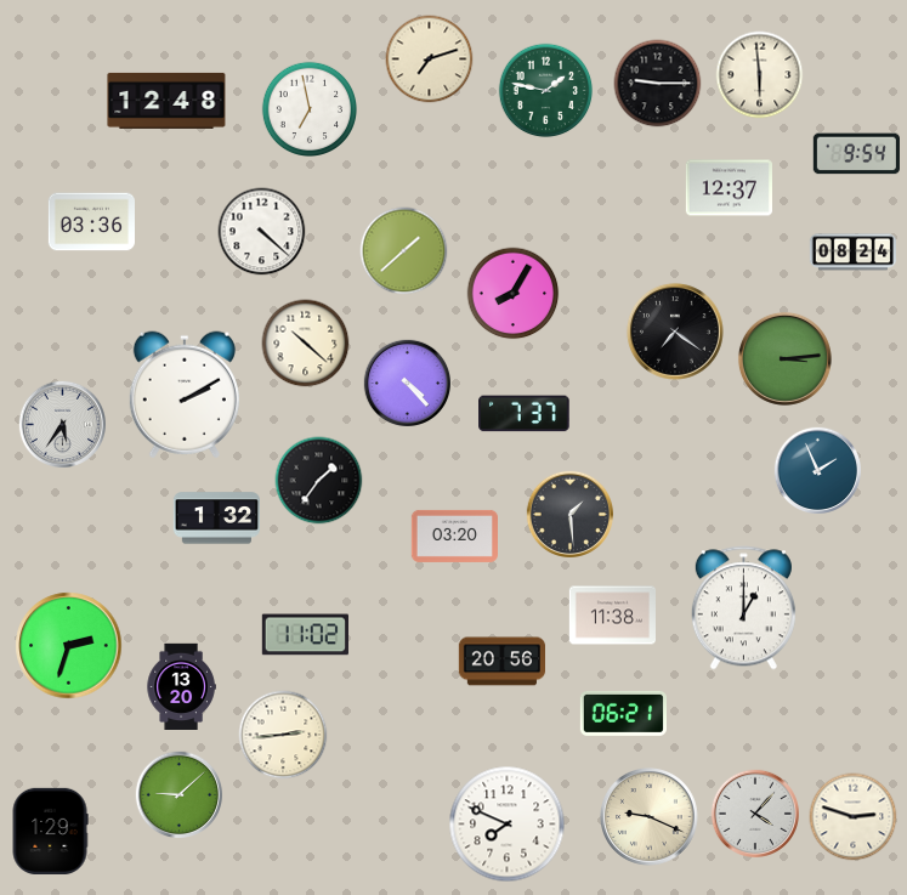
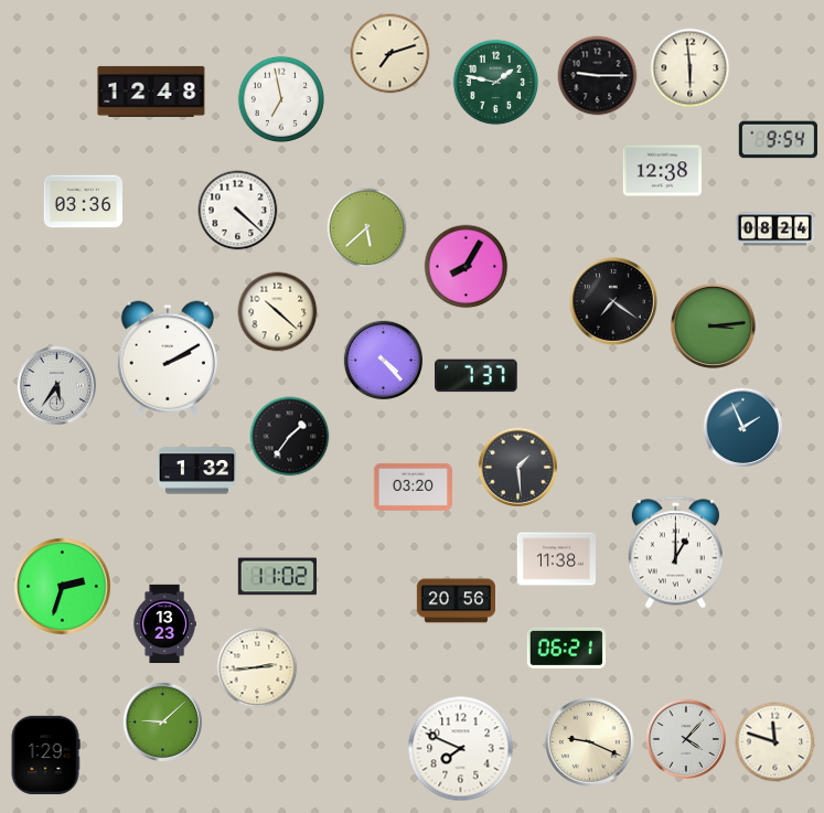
clock at (729, 188): 12:37 -> 12:38
clock at (404, 251): 1:38 -> 5:38
clock at (407, 383) position: (407, 383) -> (383, 360)
clock at (181, 686): 13:20 -> 13:23
clock at (854, 817): 2:48 -> 11:48
